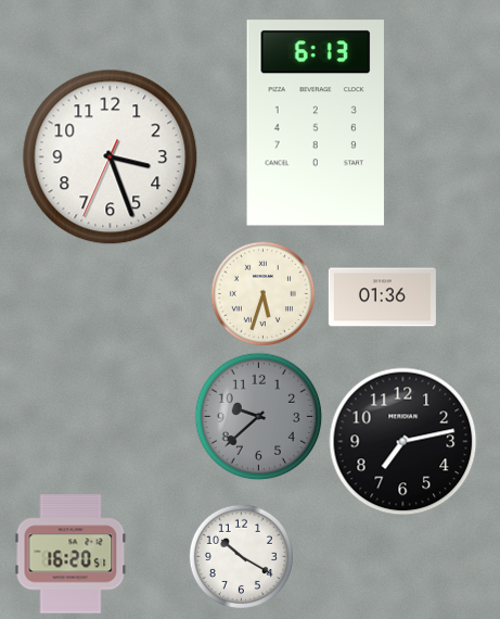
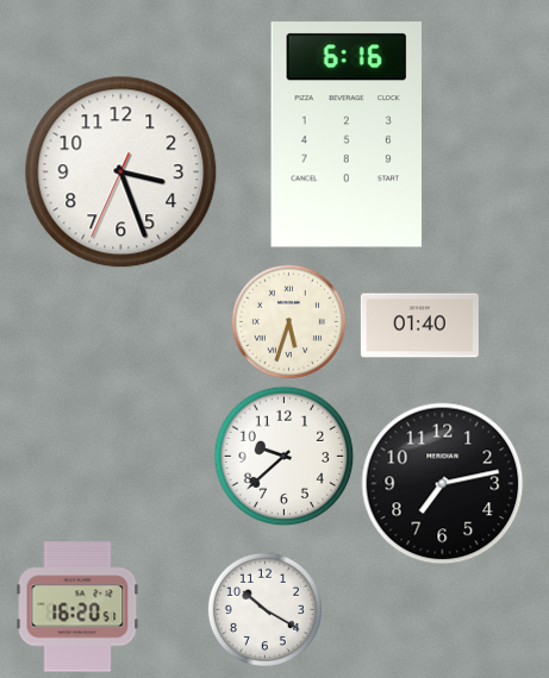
clock at (315, 123): 6:13 -> 6:16
clock at (382, 298): 01:36 -> 01:40
clock at (259, 417) dial: grey -> white
